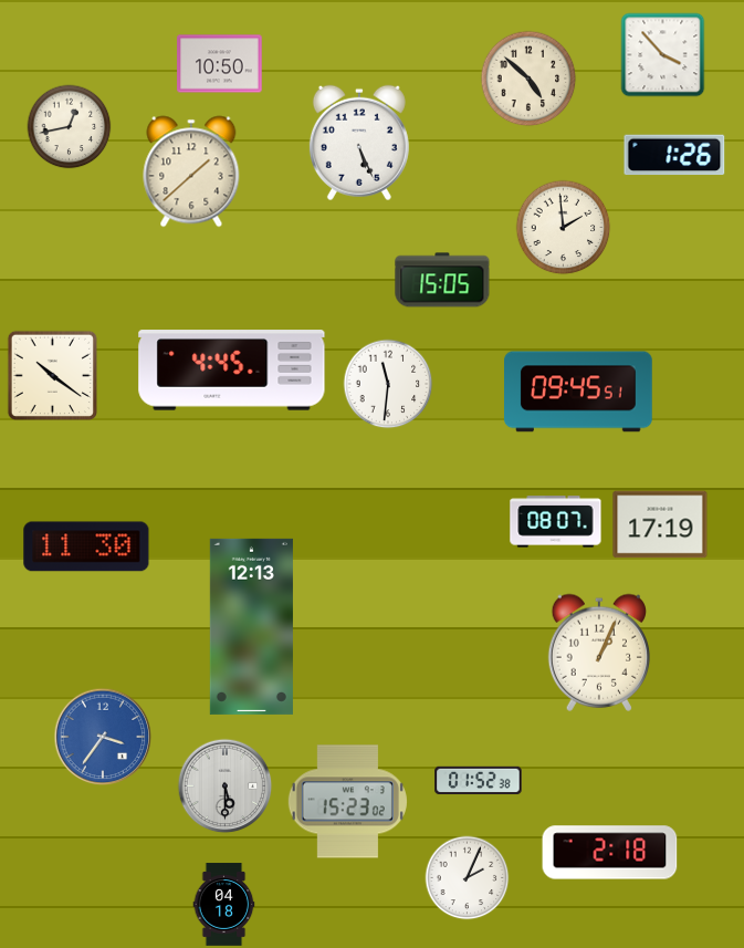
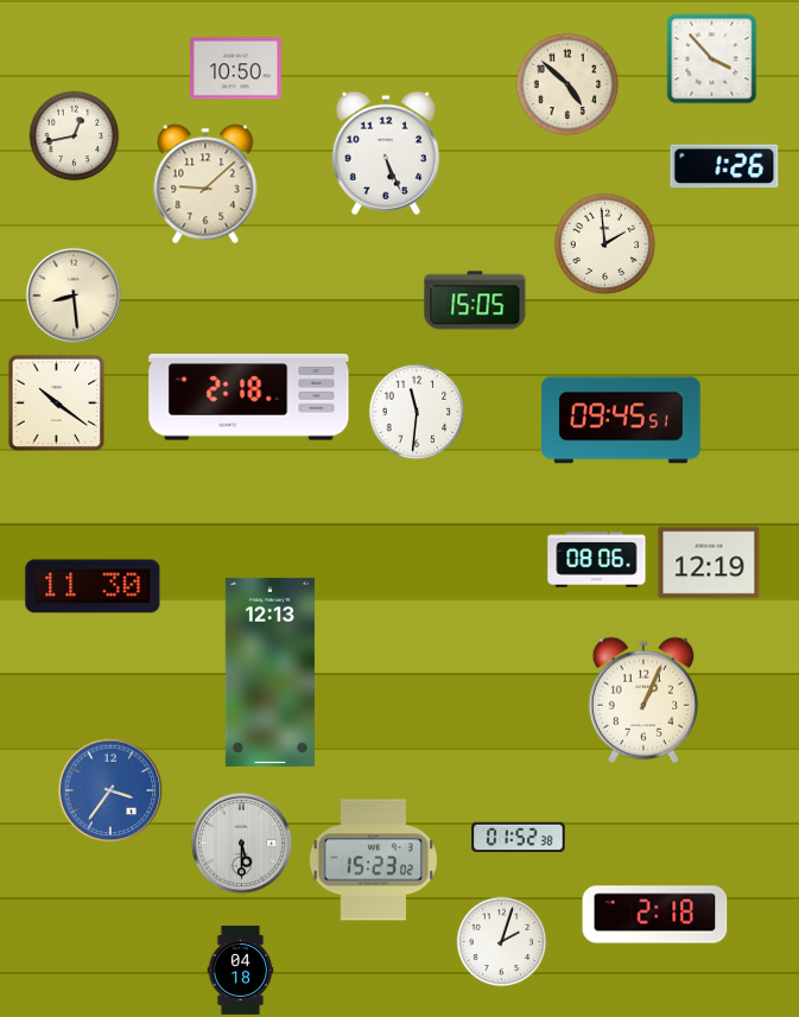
clock at (191, 171): 1:38 -> 9:08
clock at (74, 295): none -> 8:29
clock at (232, 371): 4:45 -> 2:18
clock at (556, 522): 08:07 -> 08:06
clock at (660, 524): 17:19 -> 12:19
clock at (479, 781) position: (479, 781) -> (519, 838)
clock at (468, 878): 2:04 -> 2:03
